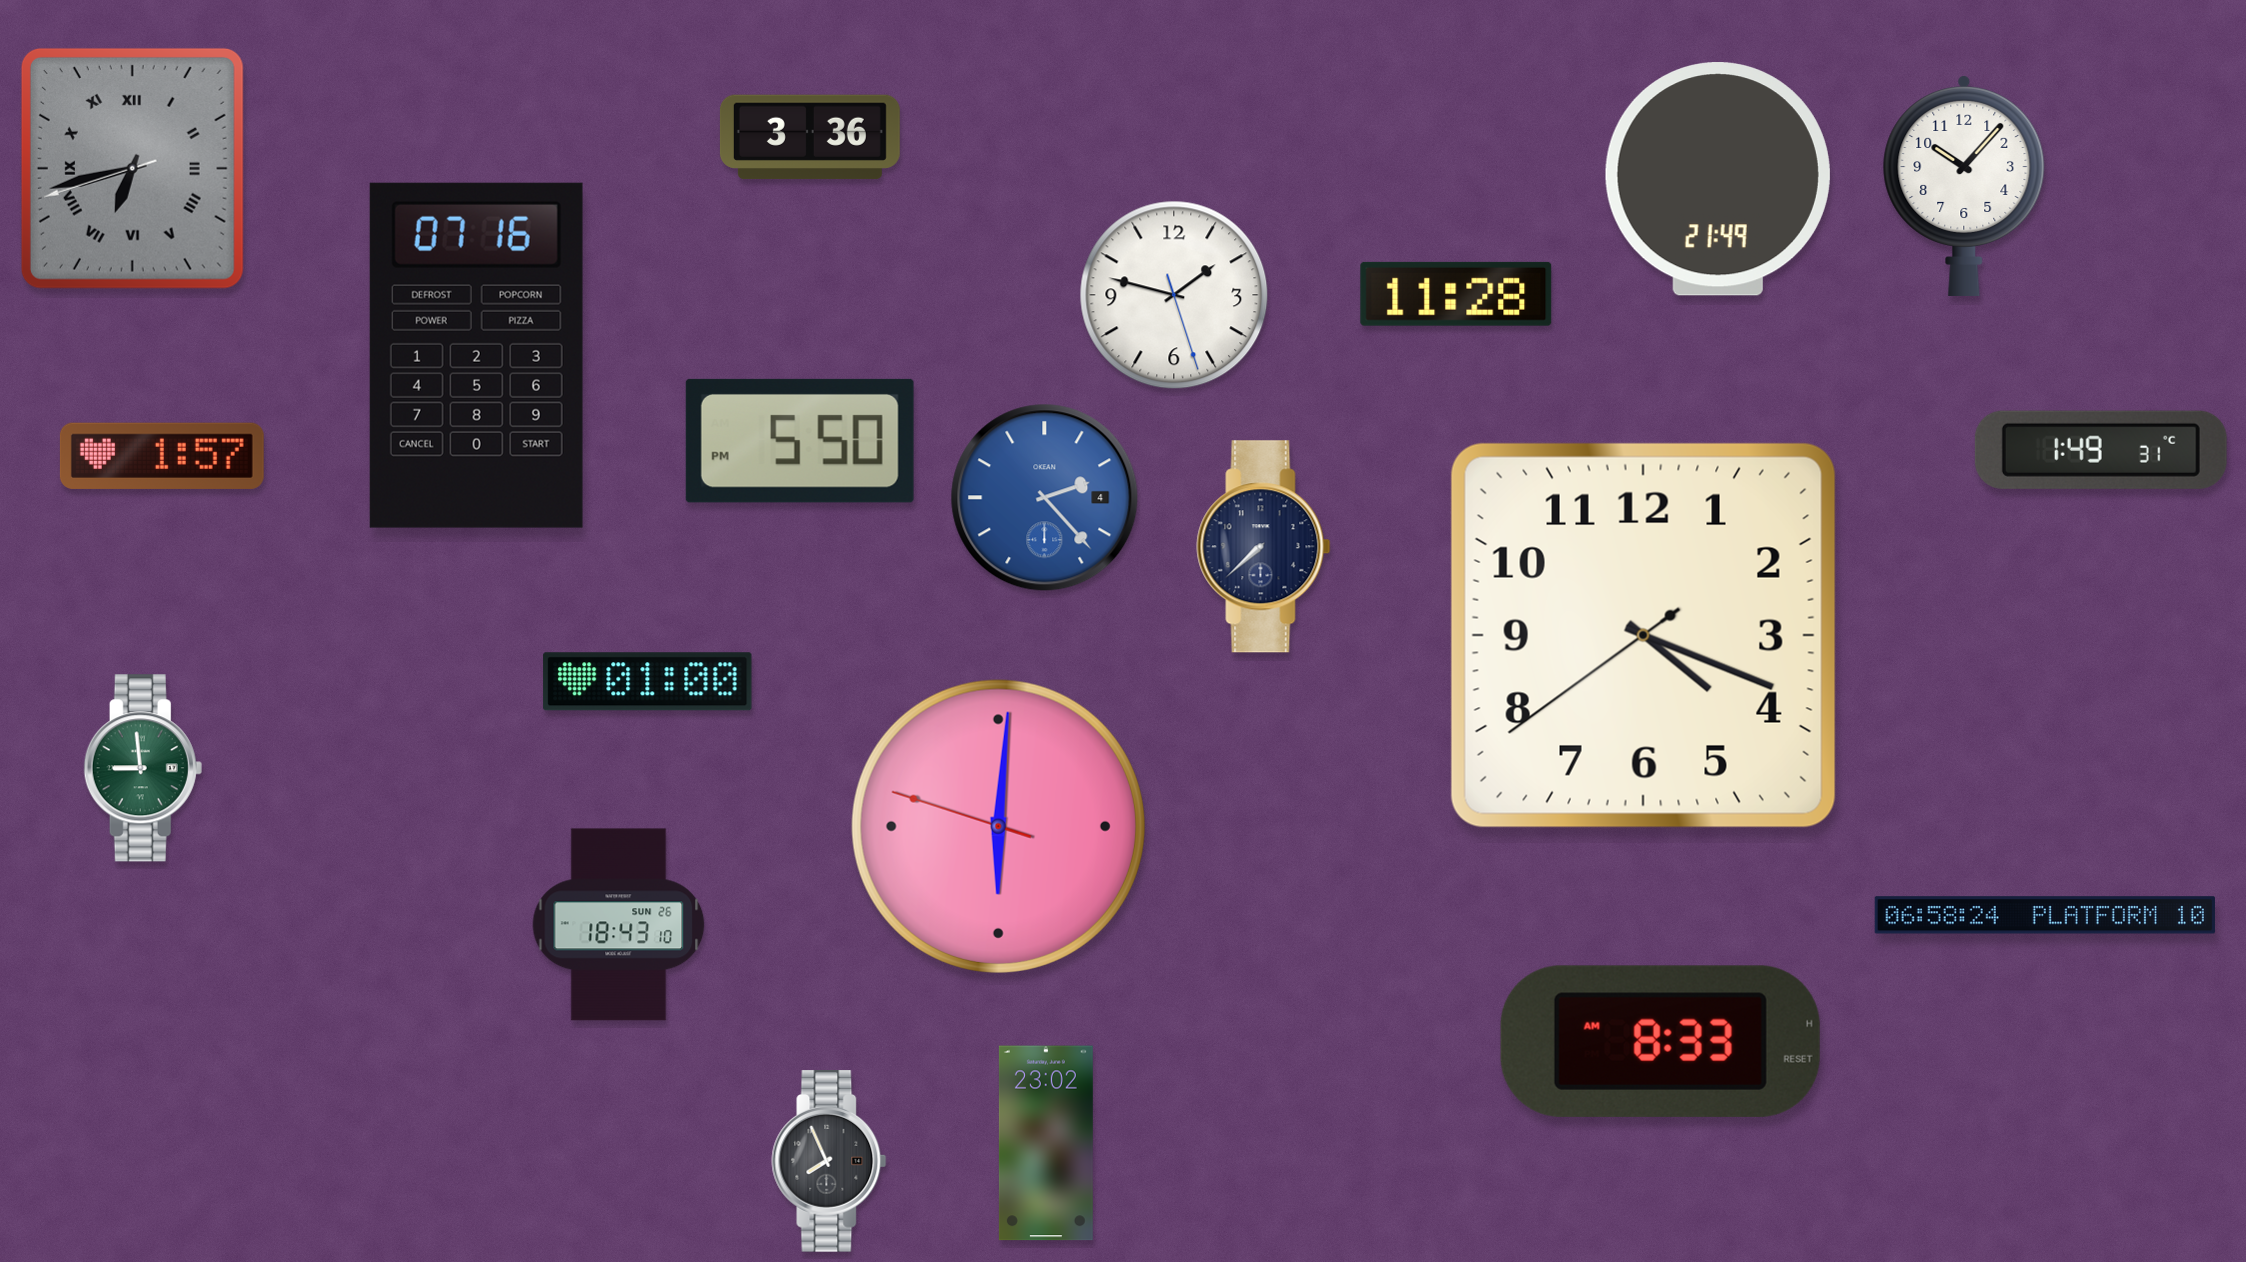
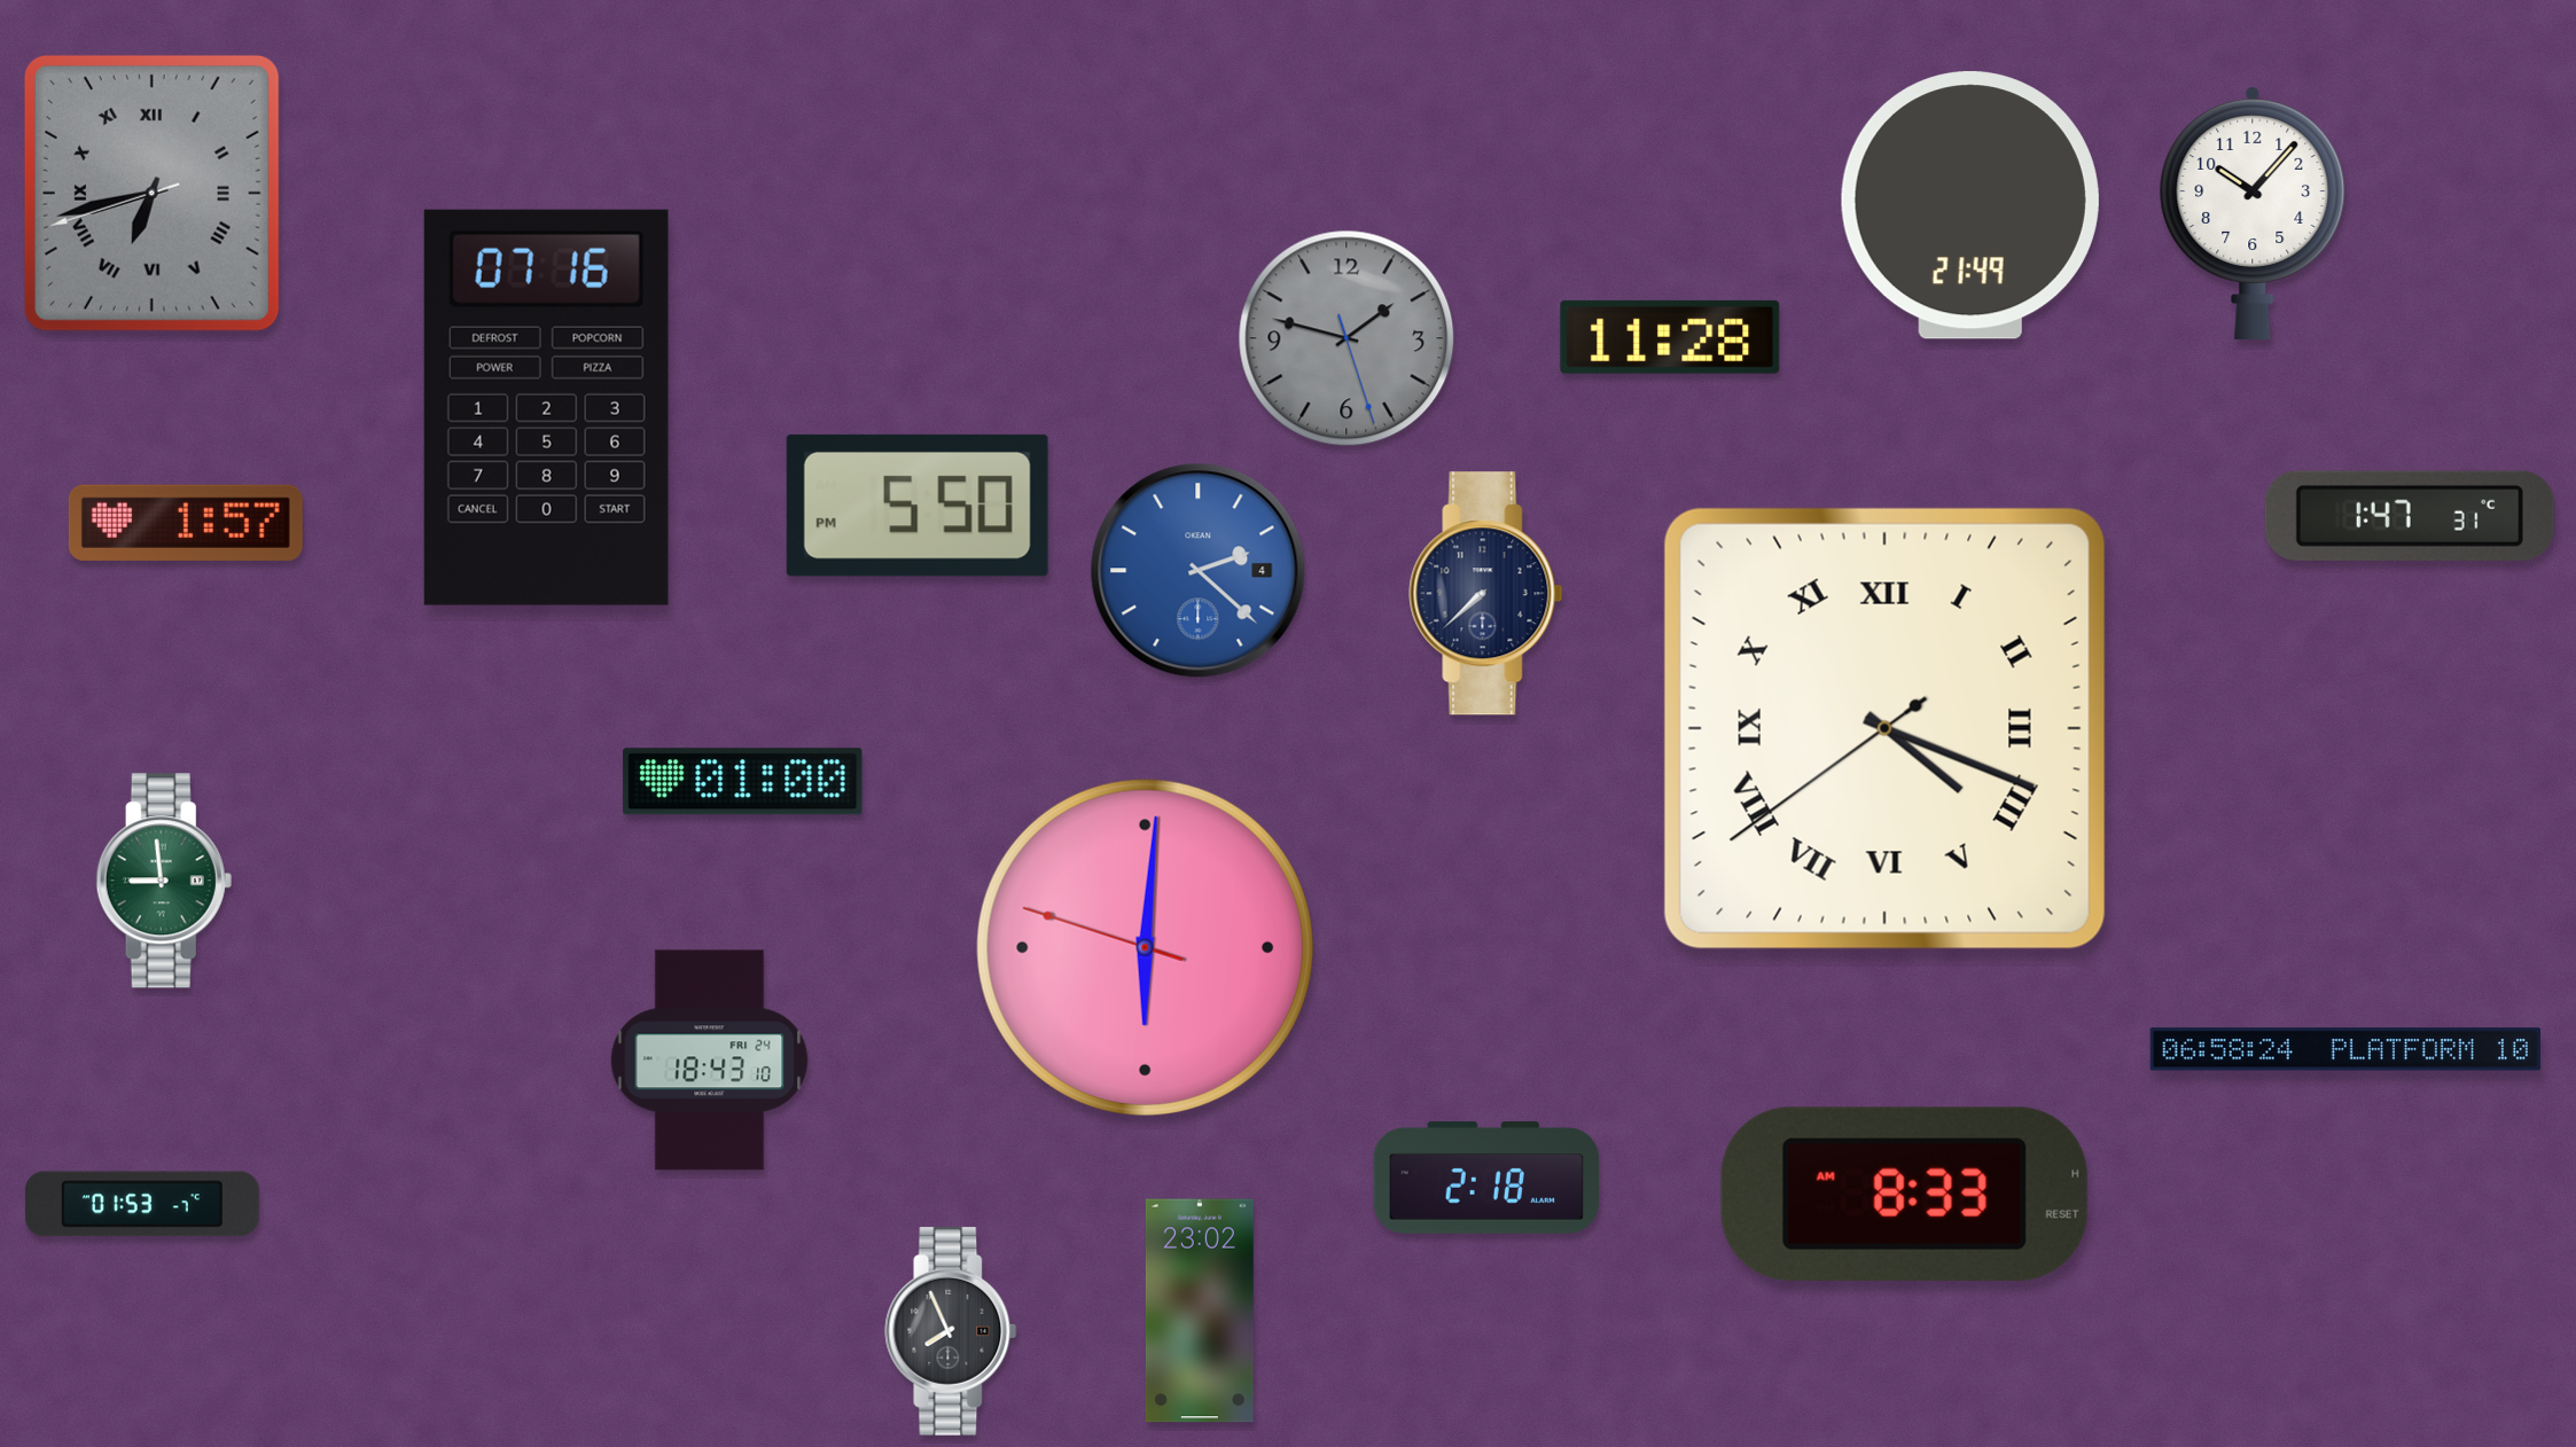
clock at (810, 137): 3:36 -> none
clock at (1174, 295) dial: white -> grey
clock at (2101, 450): 1:49 -> 1:47
clock at (1045, 498): 2:23 -> 2:22
clock at (1264, 547) position: (1264, 547) -> (1486, 594)
clock at (1643, 635) numerals: Arabic -> Roman
clock at (619, 925) date: SUN 26 -> FRI 24
clock at (1486, 1178): none -> 2:18
clock at (142, 1204): none -> 01:53
